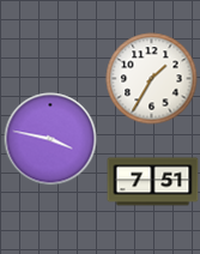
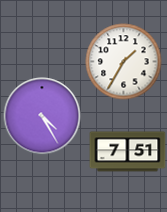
clock at (152, 79) position: (152, 79) -> (124, 62)
clock at (50, 139): 3:47 -> 4:25
